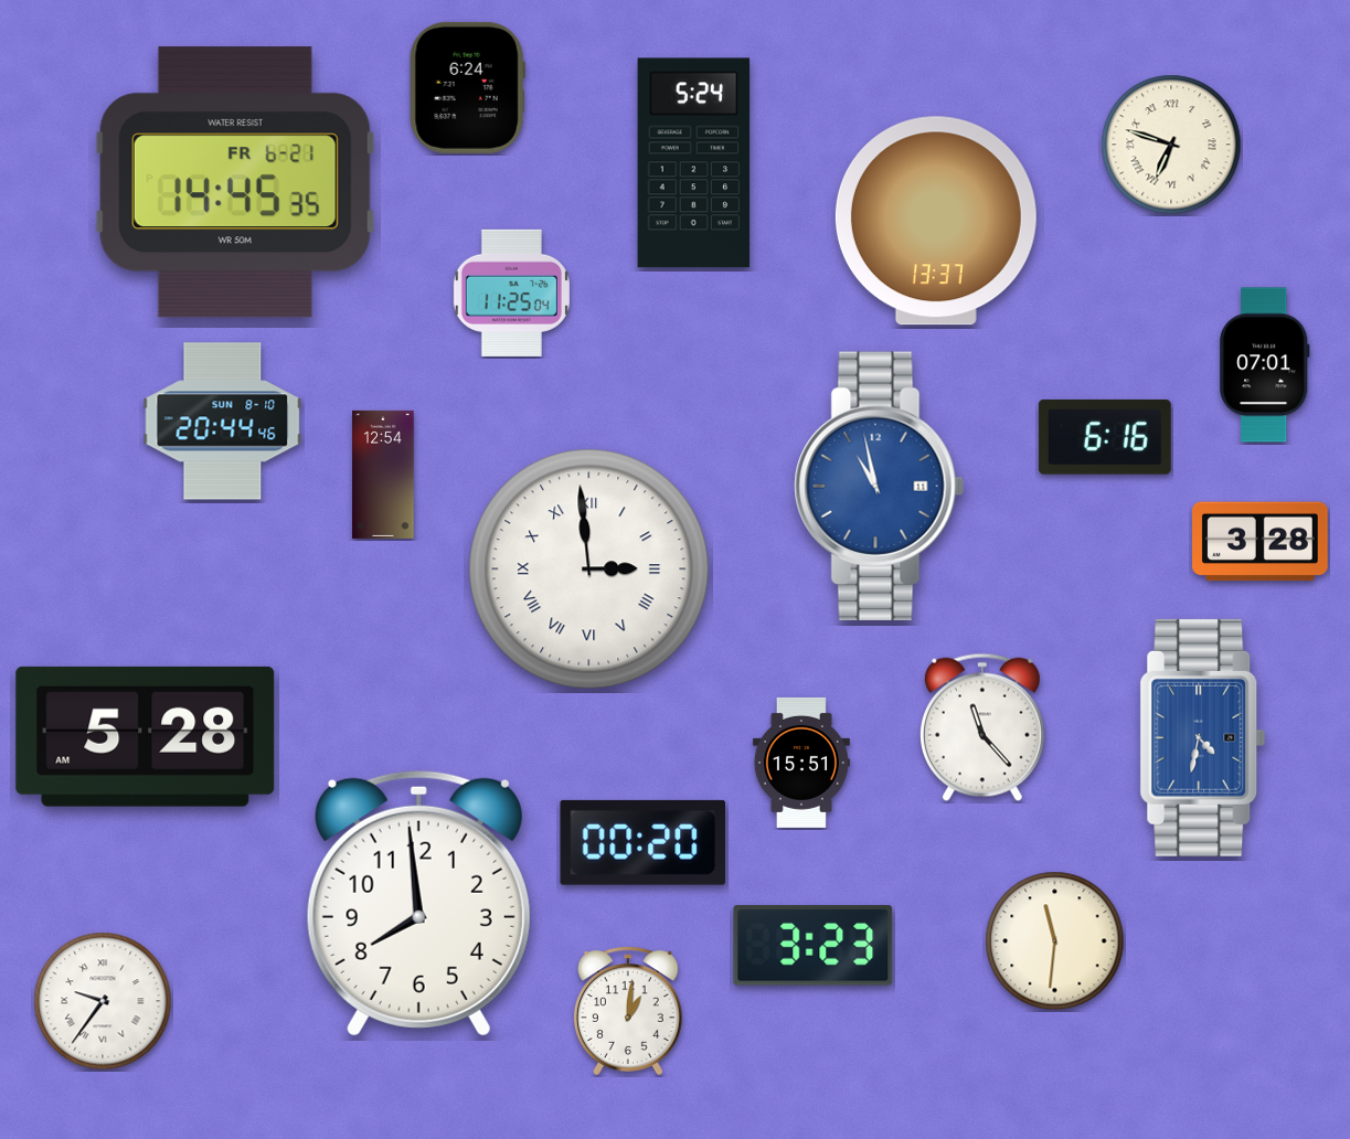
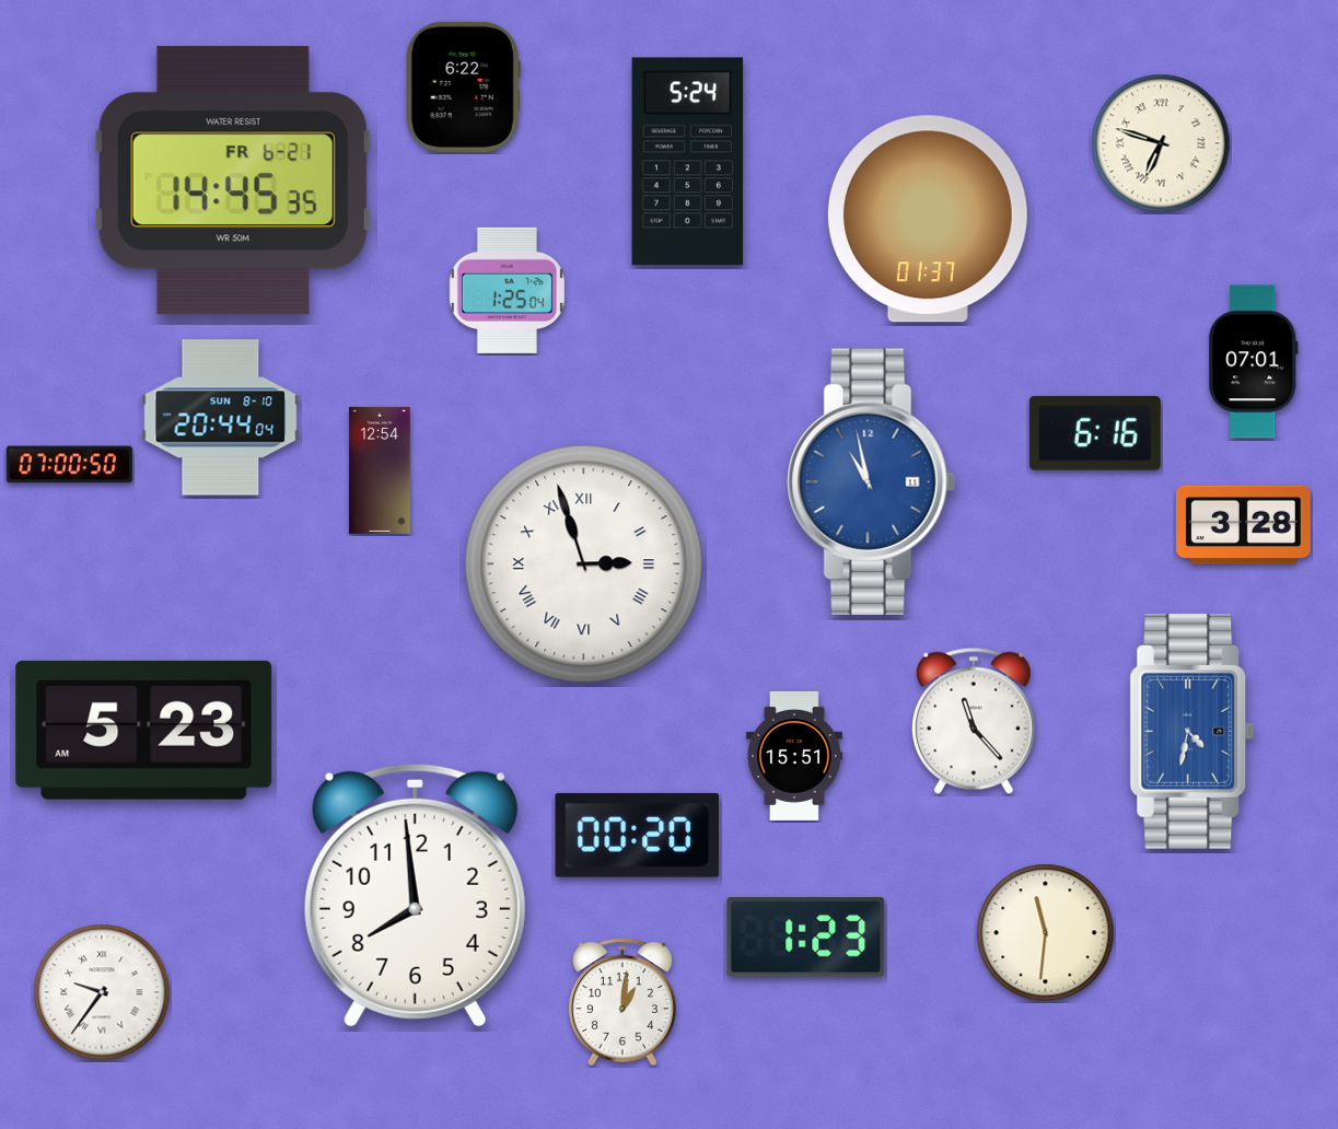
clock at (467, 87): 6:24 -> 6:22
clock at (936, 221): 13:37 -> 01:37
clock at (511, 292): 11:25 -> 1:25
clock at (223, 422): 20:44:46 -> 20:44:04
clock at (69, 465): none -> 07:00
clock at (1261, 542) position: (1261, 542) -> (1244, 525)
clock at (589, 569): 2:59 -> 2:57
clock at (146, 736): 5:28 -> 5:23
clock at (814, 946): 3:23 -> 1:23
